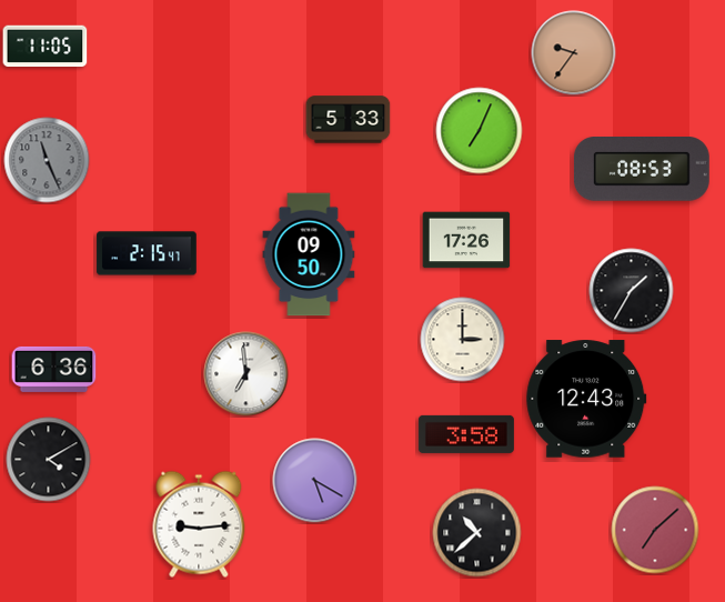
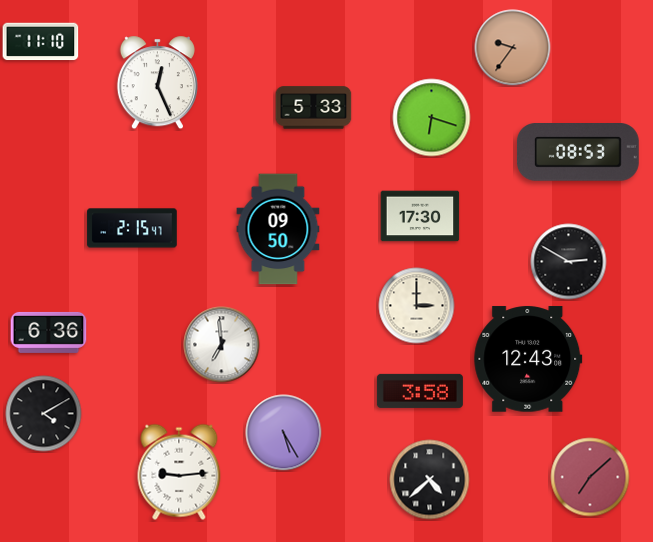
clock at (46, 47): 11:05 -> 11:10
clock at (574, 53) position: (574, 53) -> (513, 48)
clock at (157, 83): none -> 12:26
clock at (480, 131): 7:04 -> 6:18
clock at (47, 160): 11:26 -> none
clock at (466, 240): 17:26 -> 17:30
clock at (632, 291): 1:35 -> 2:50
clock at (246, 374) position: (246, 374) -> (222, 345)
clock at (315, 481): 5:20 -> 5:25
clock at (477, 533): 10:38 -> 4:38
